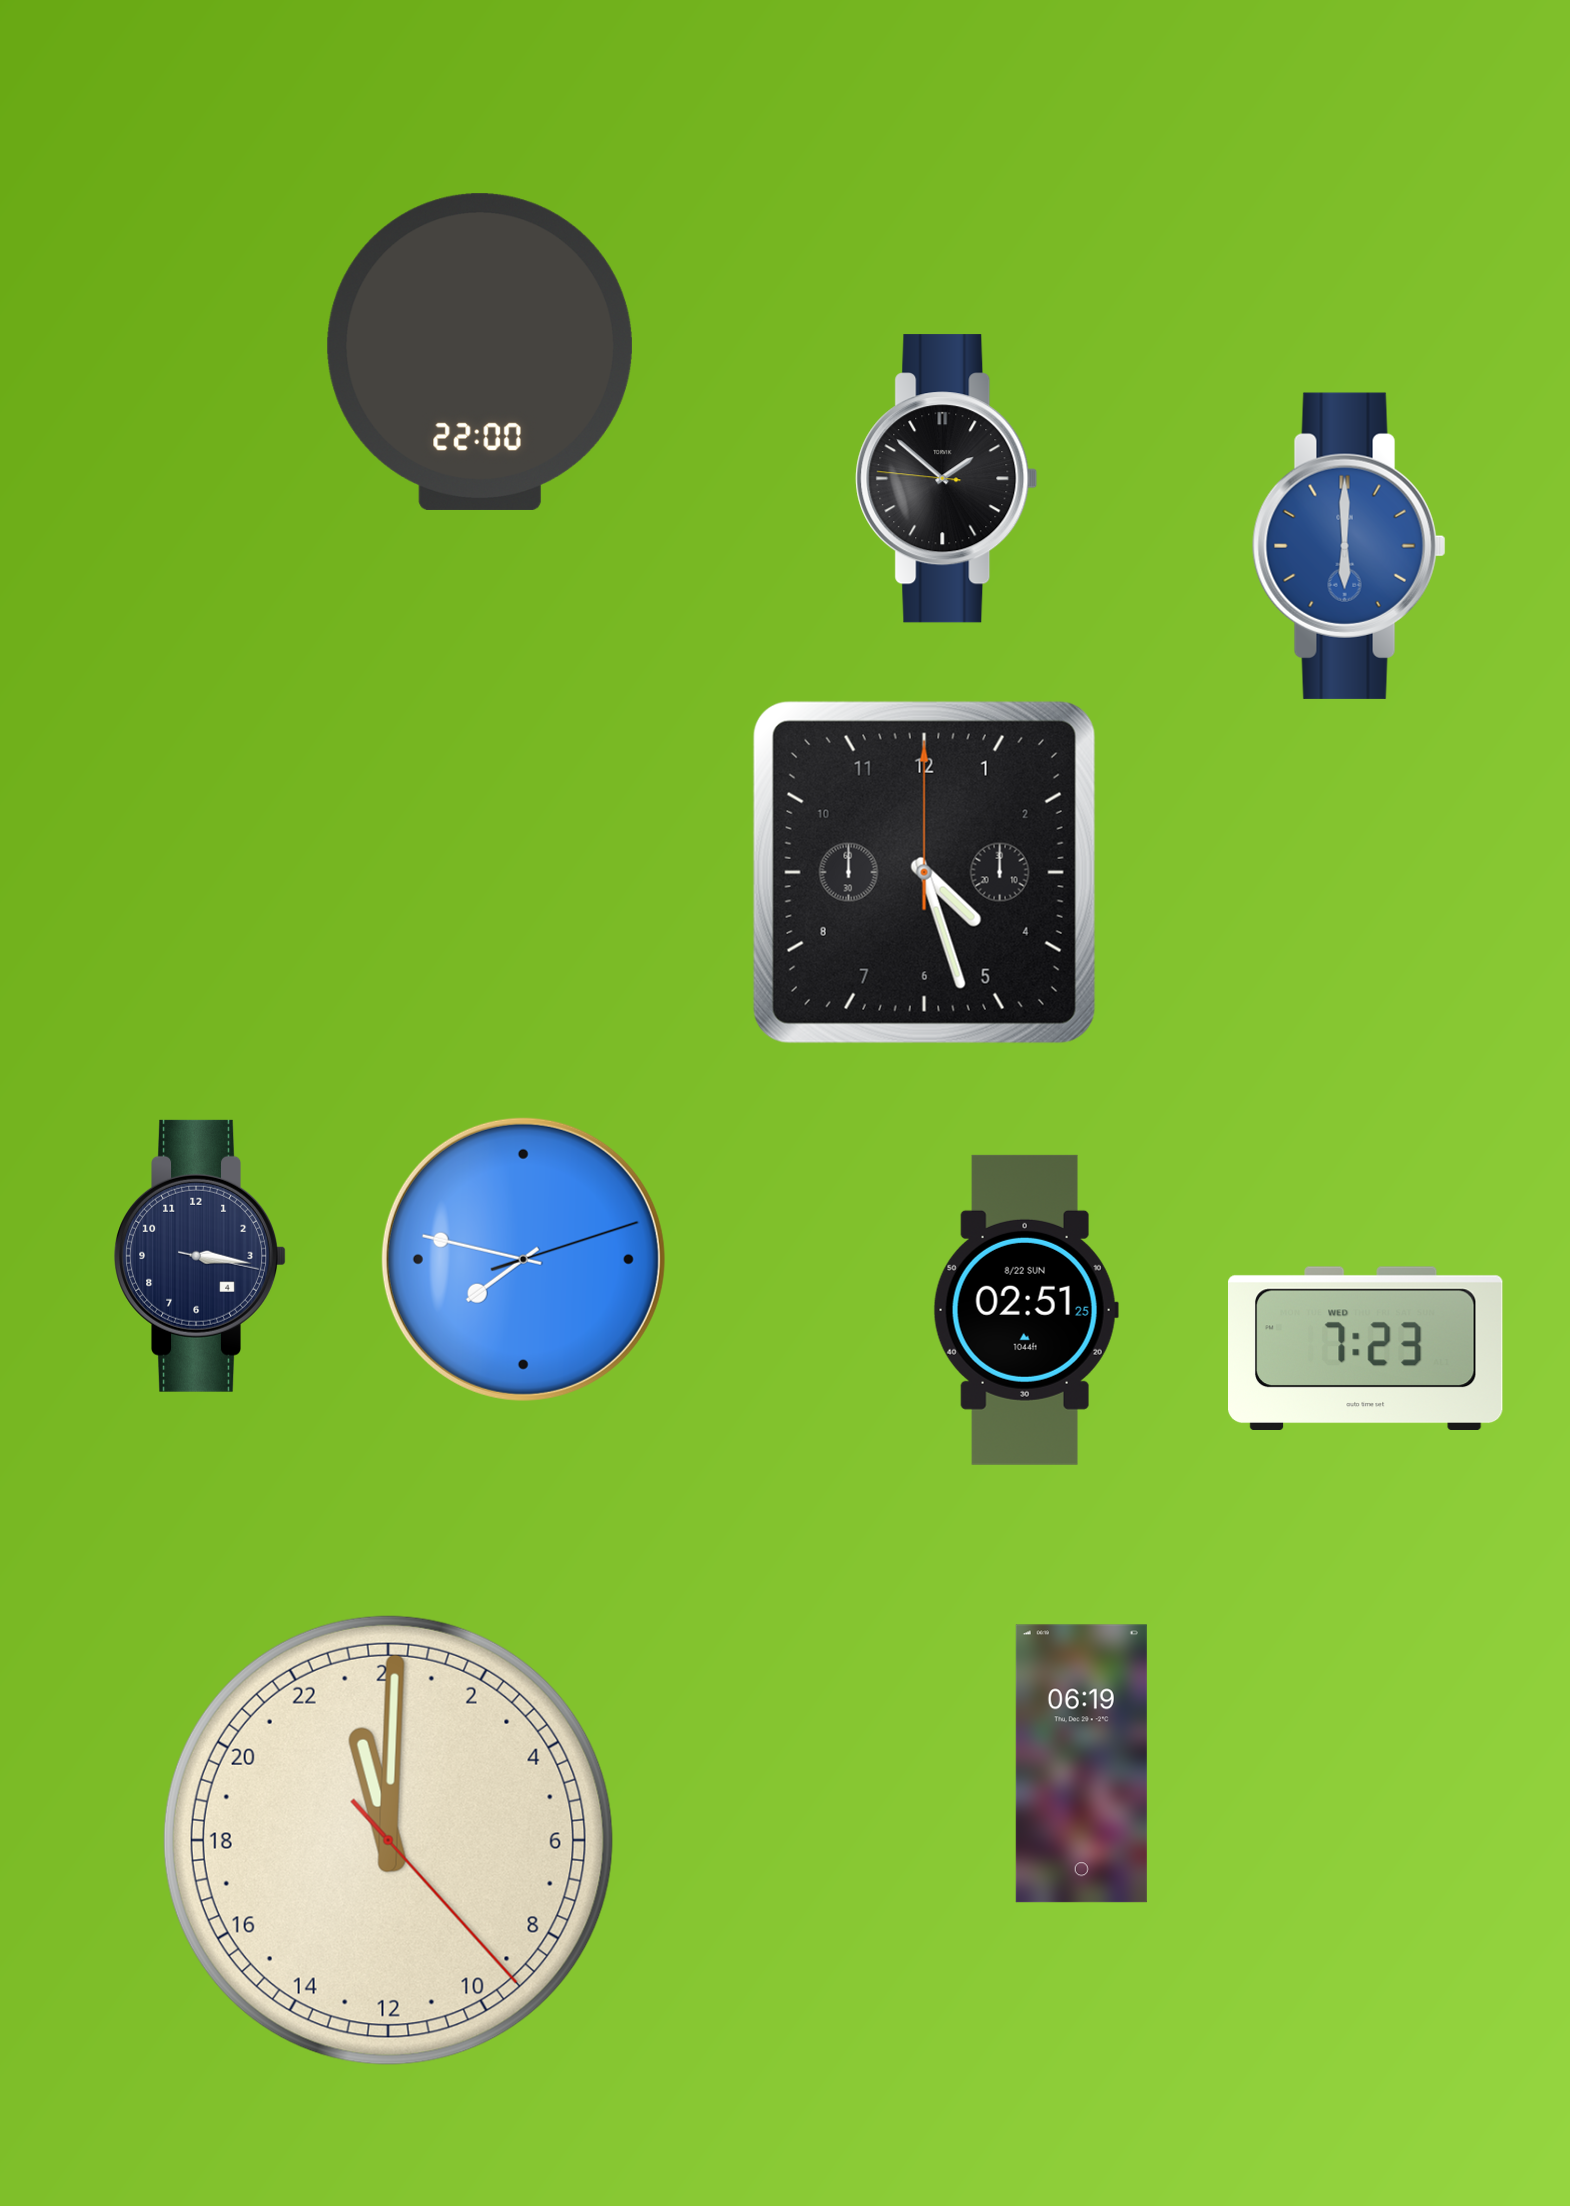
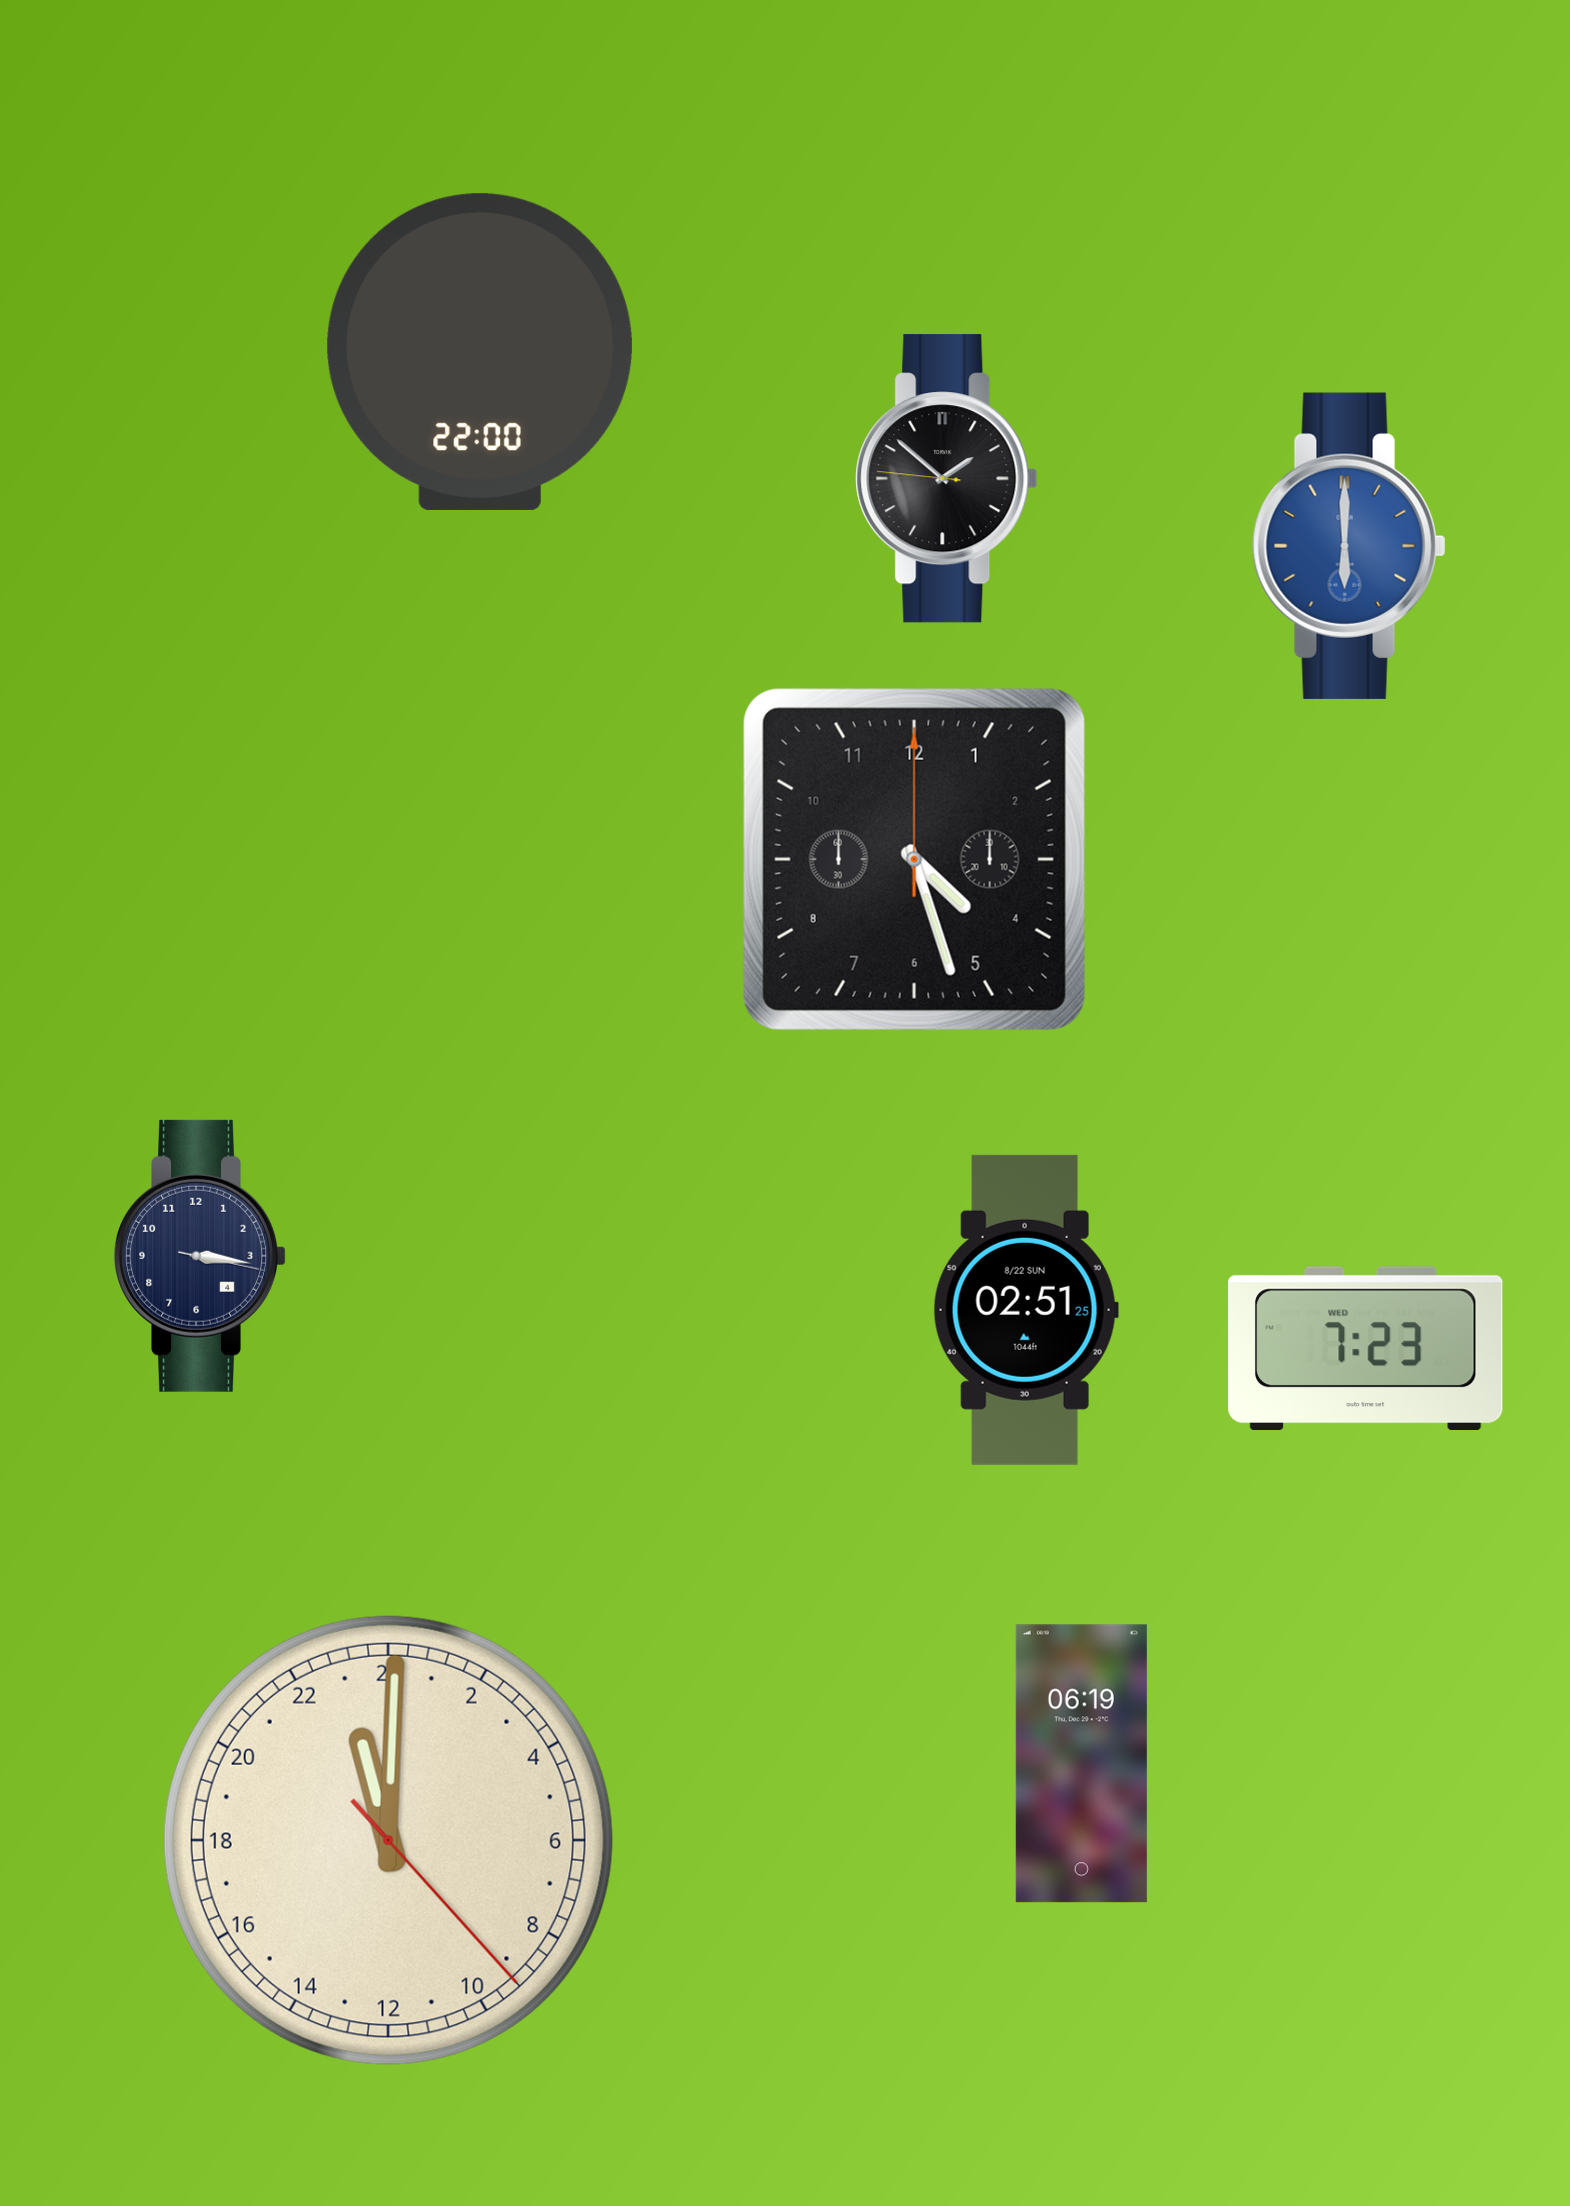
clock at (924, 872) position: (924, 872) -> (914, 859)
clock at (523, 1259): 7:47 -> none
